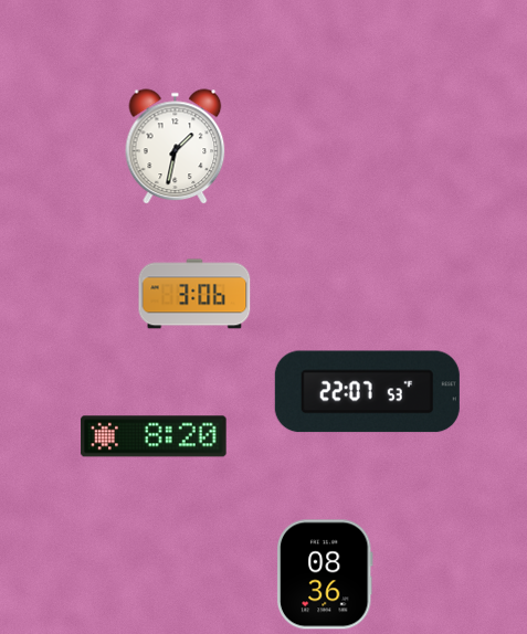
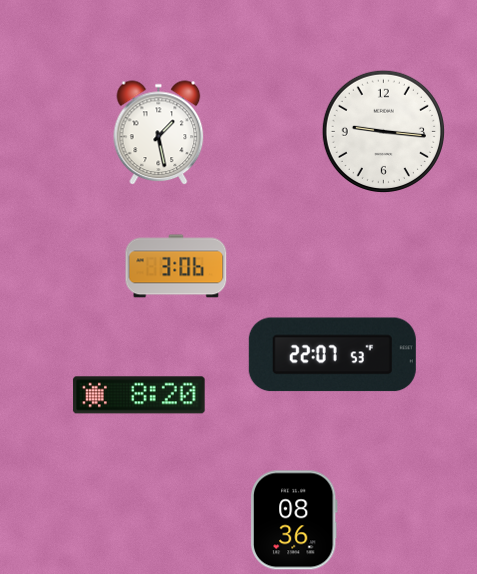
clock at (383, 131): none -> 9:16
clock at (176, 147): 1:32 -> 1:28
